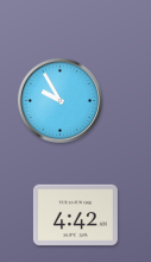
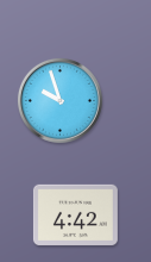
clock at (59, 100): 9:55 -> 9:57
